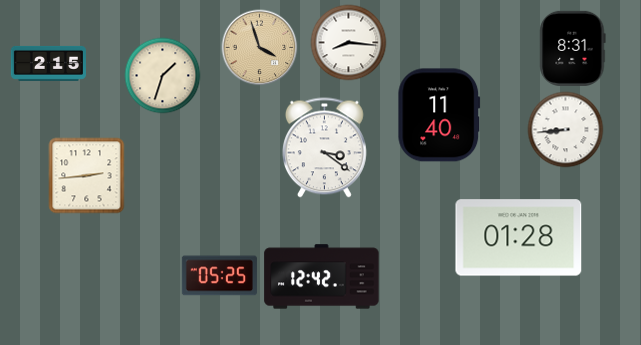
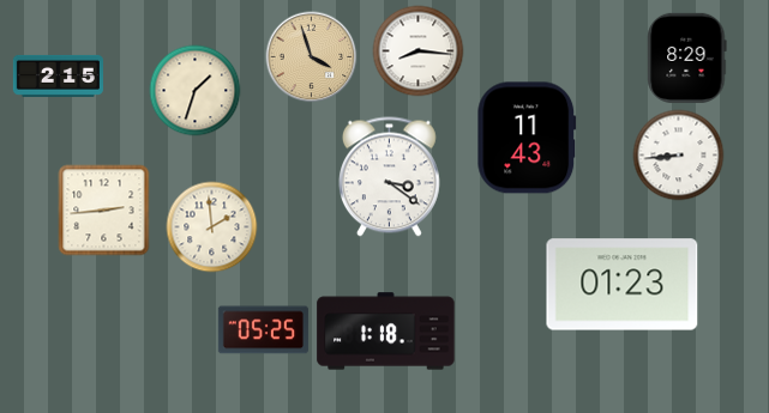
clock at (573, 48): 8:31 -> 8:29
clock at (439, 115): 11:40 -> 11:43
clock at (212, 227): none -> 1:59
clock at (519, 238): 01:28 -> 01:23
clock at (322, 277): 12:42 -> 1:18
